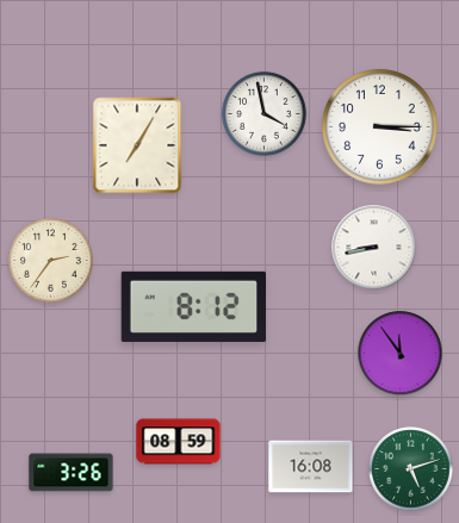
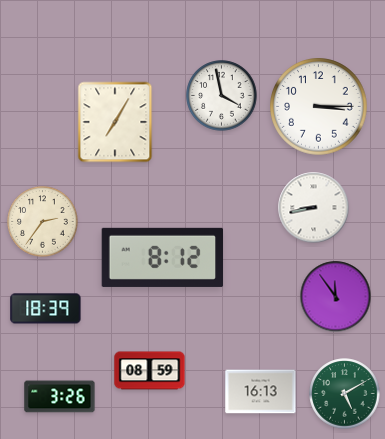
clock at (51, 261) position: (51, 261) -> (43, 222)
clock at (46, 309): none -> 18:39
clock at (311, 467): 16:08 -> 16:13
clock at (411, 469): 5:12 -> 5:10
